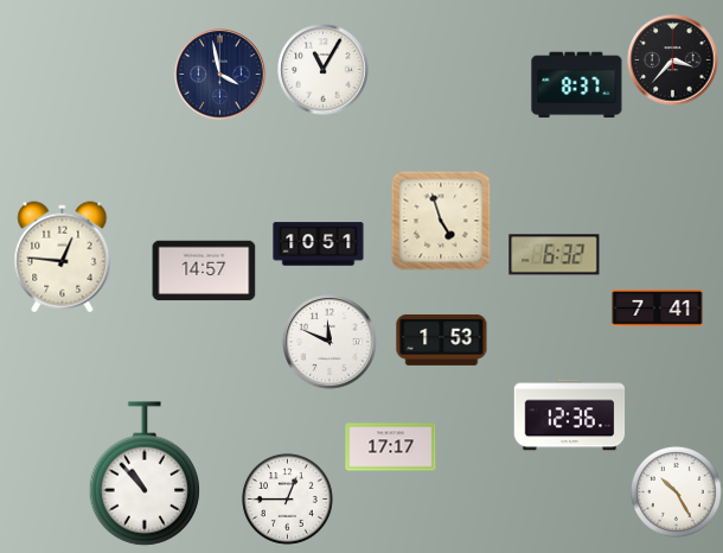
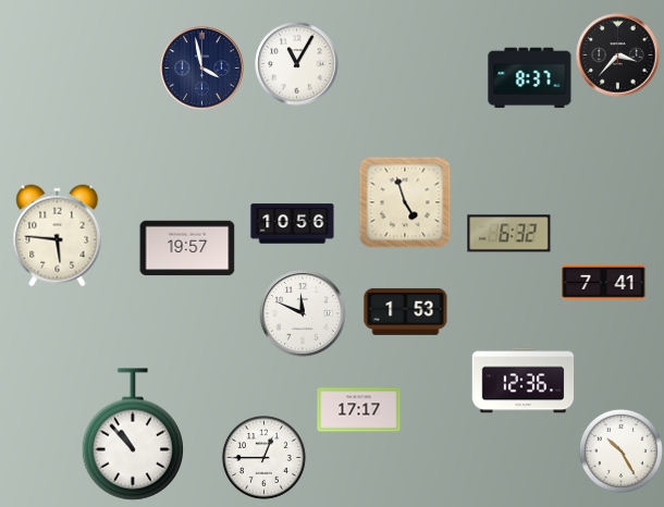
clock at (319, 244): 10:51 -> 10:56
clock at (63, 258): 12:46 -> 5:46
clock at (204, 271): 14:57 -> 19:57
